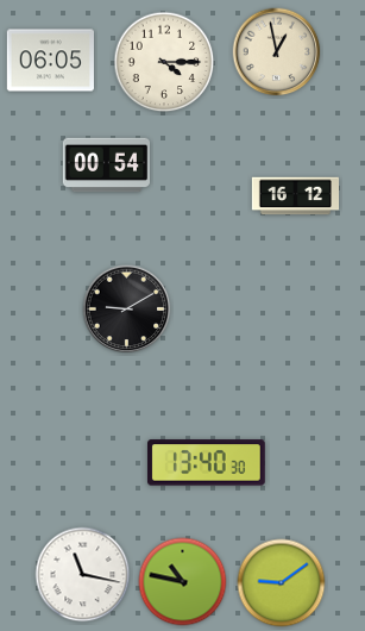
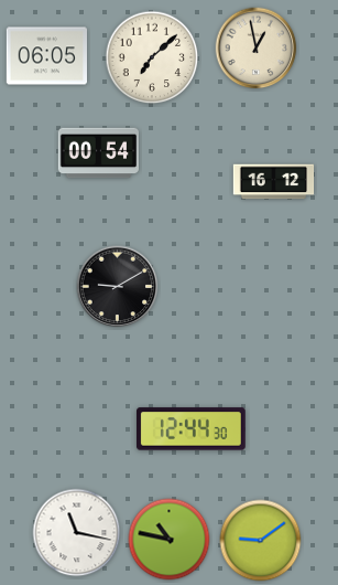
clock at (164, 62): 4:15 -> 7:08
clock at (207, 463): 13:40 -> 12:44
